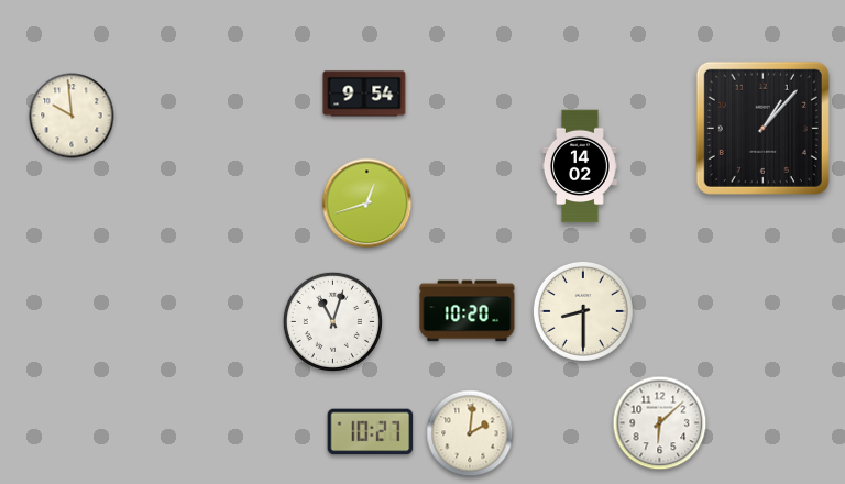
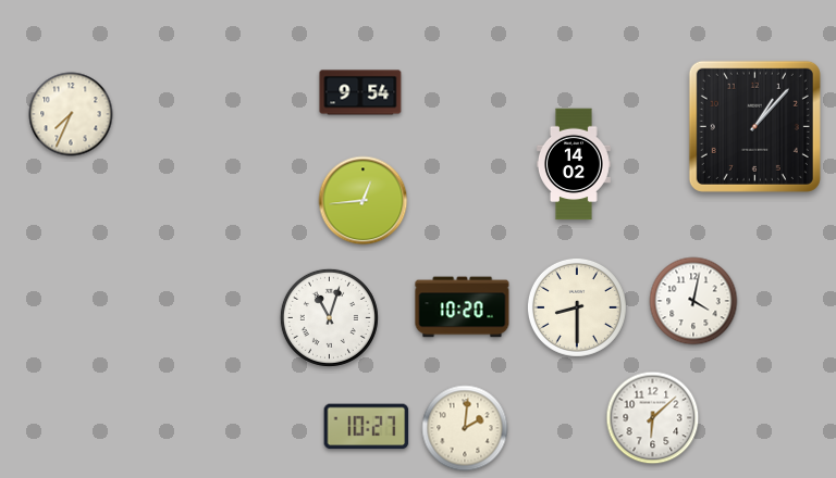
clock at (72, 116): 9:59 -> 7:34
clock at (367, 204): 12:42 -> 12:44
clock at (693, 301): none -> 4:02
